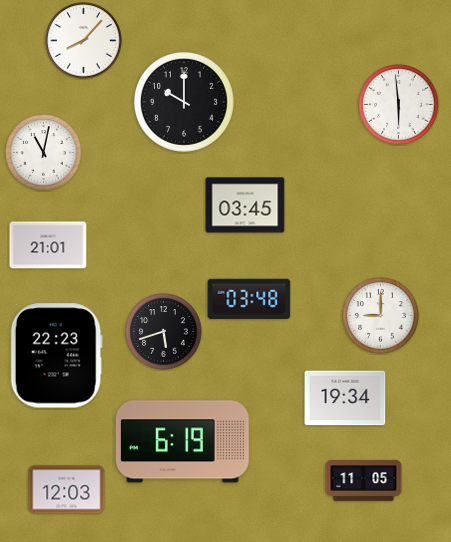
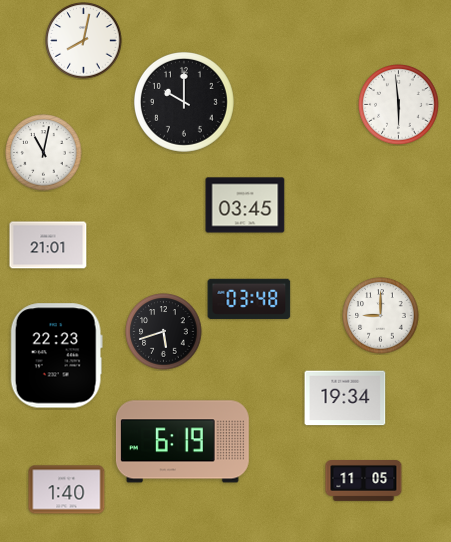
clock at (84, 41): 8:07 -> 8:02
clock at (67, 490): 12:03 -> 1:40
